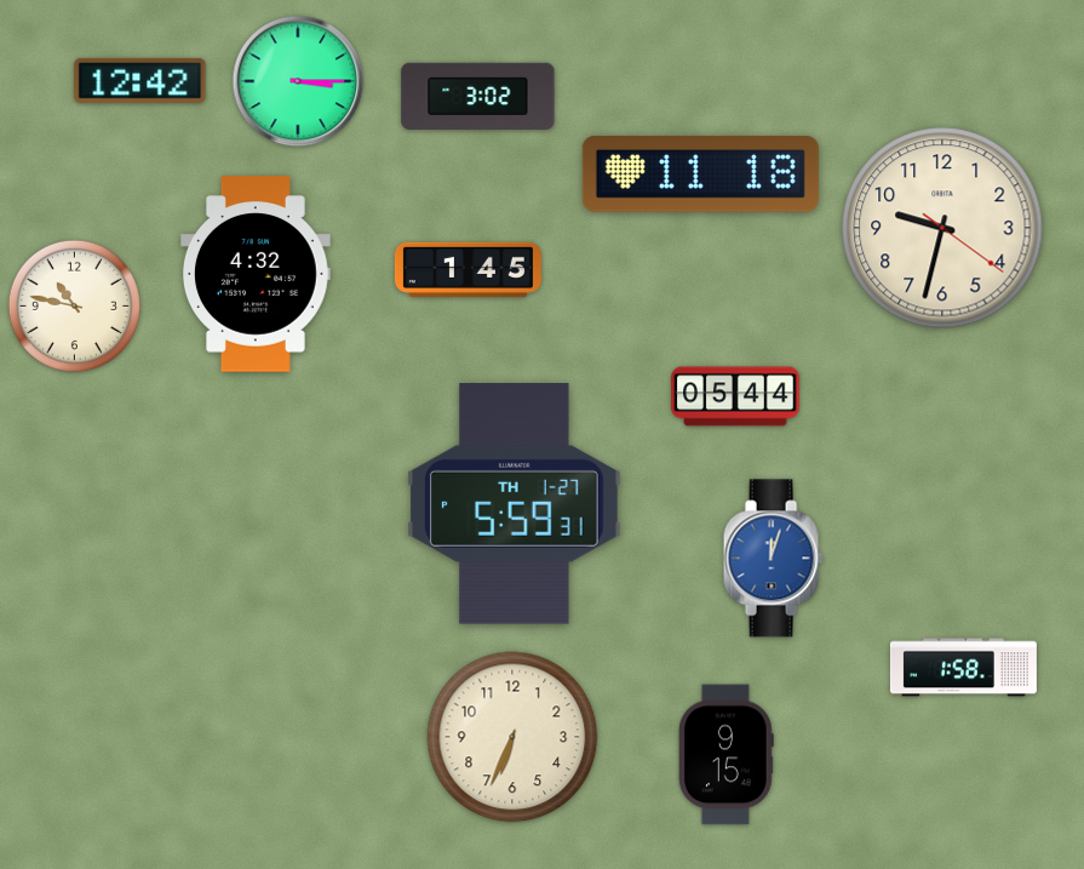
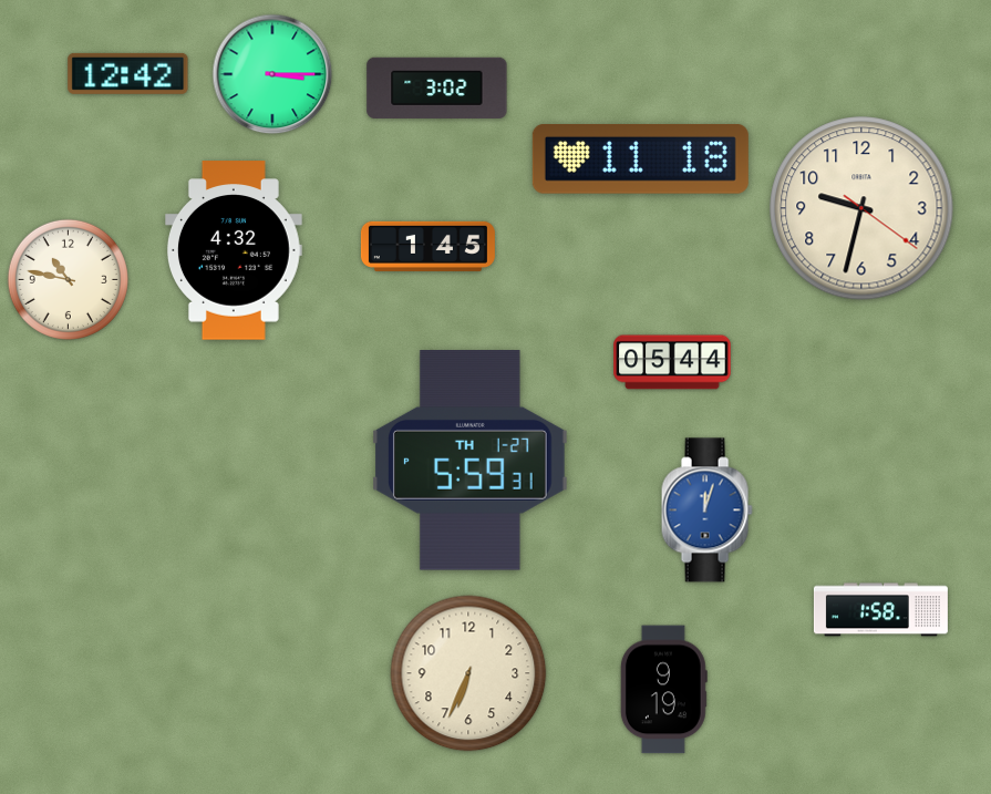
clock at (725, 755): 9:15 -> 9:19
